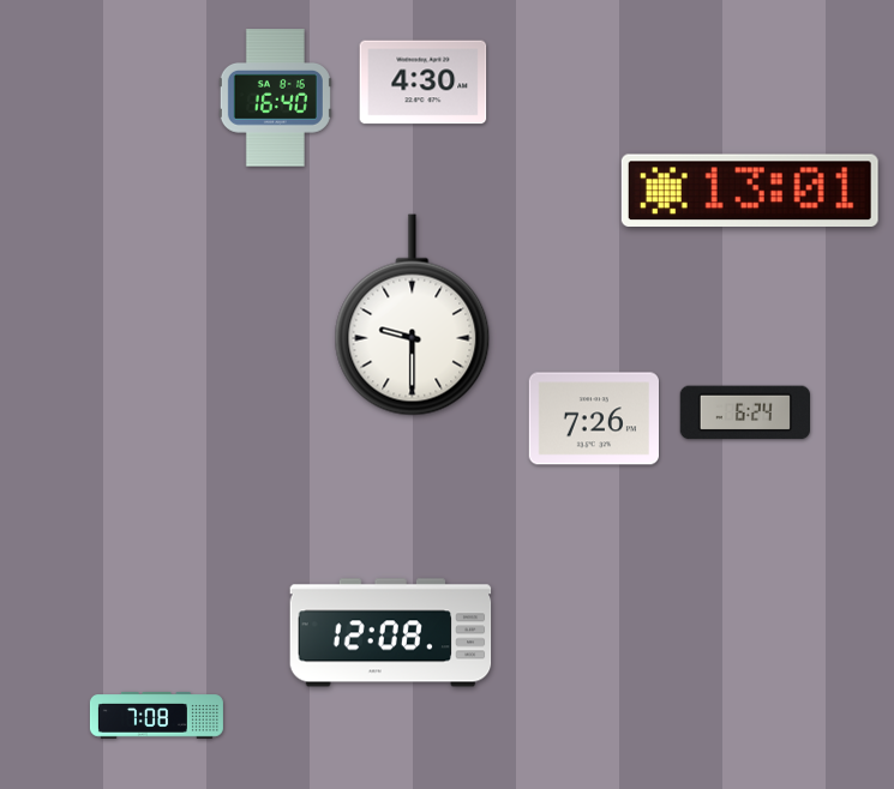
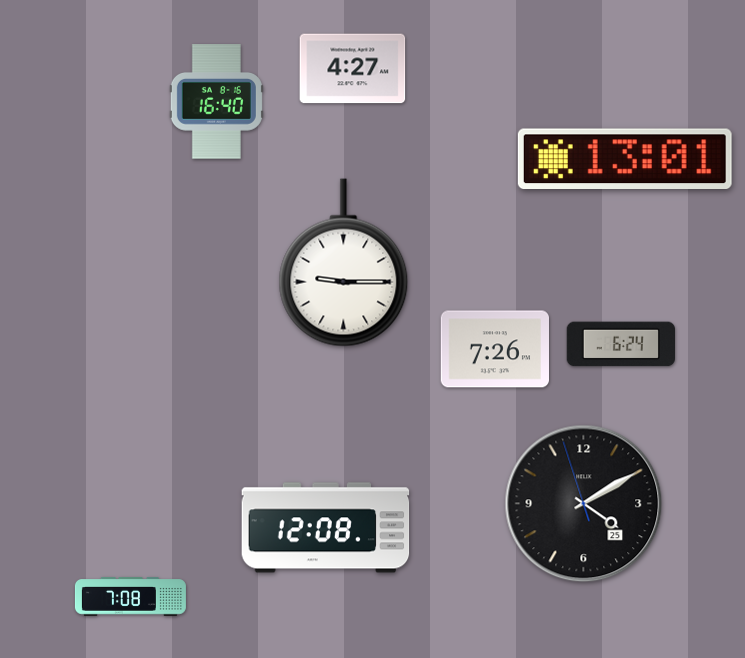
clock at (424, 83): 4:30 -> 4:27
clock at (275, 98) position: (275, 98) -> (216, 102)
clock at (413, 315): 9:30 -> 9:15
clock at (584, 504): none -> 4:09
